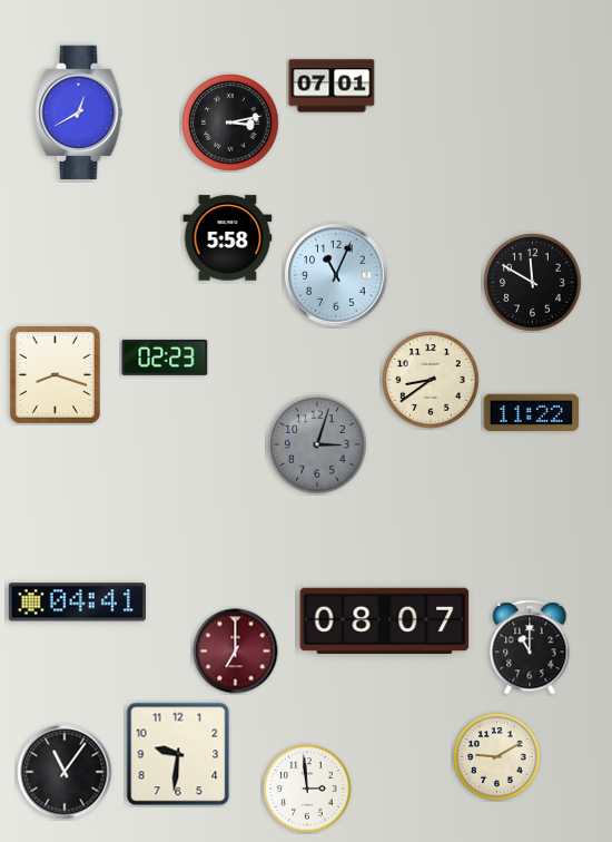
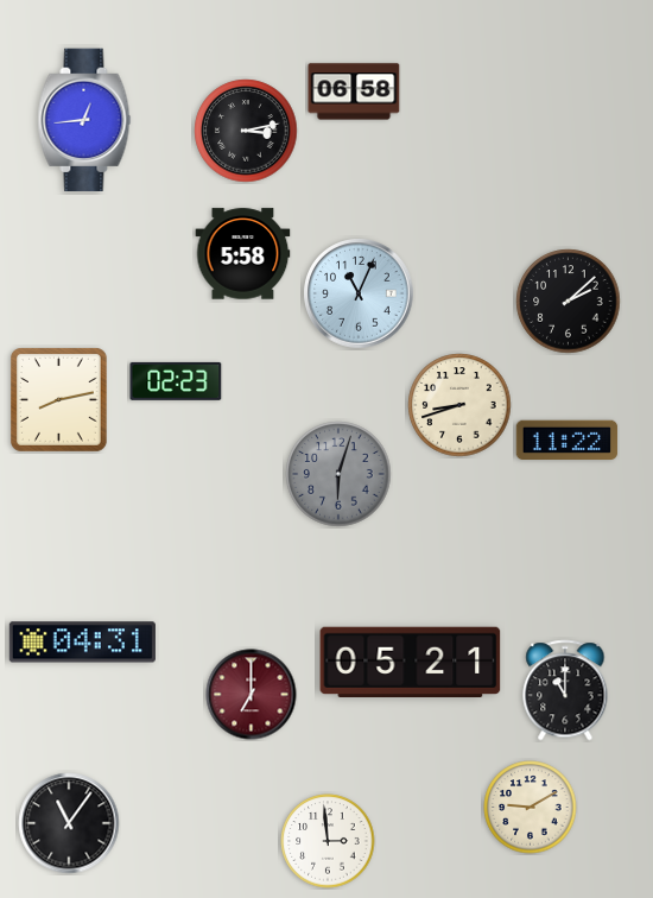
clock at (332, 86): 07:01 -> 06:58
clock at (79, 112): 12:40 -> 12:44
clock at (533, 283): 11:50 -> 2:08
clock at (56, 375): 8:18 -> 8:13
clock at (431, 380): 8:39 -> 8:42
clock at (317, 444): 3:03 -> 6:03
clock at (77, 603): 04:41 -> 04:31
clock at (385, 621): 08:07 -> 05:21
clock at (178, 754): 9:31 -> none
